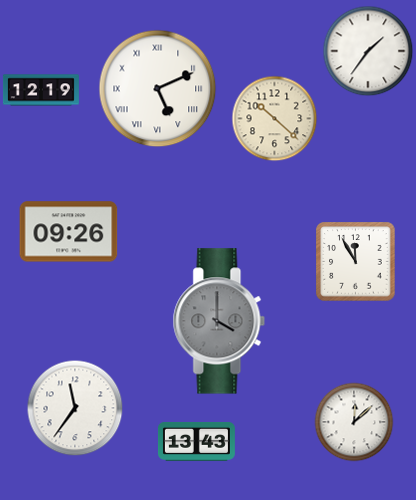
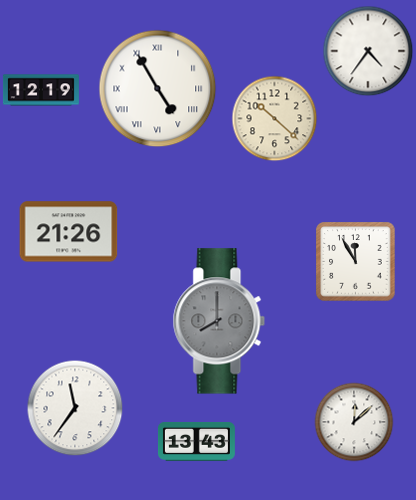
clock at (368, 51): 1:36 -> 4:36
clock at (158, 89): 5:11 -> 4:55
clock at (69, 232): 09:26 -> 21:26
clock at (219, 321): 4:00 -> 8:00
